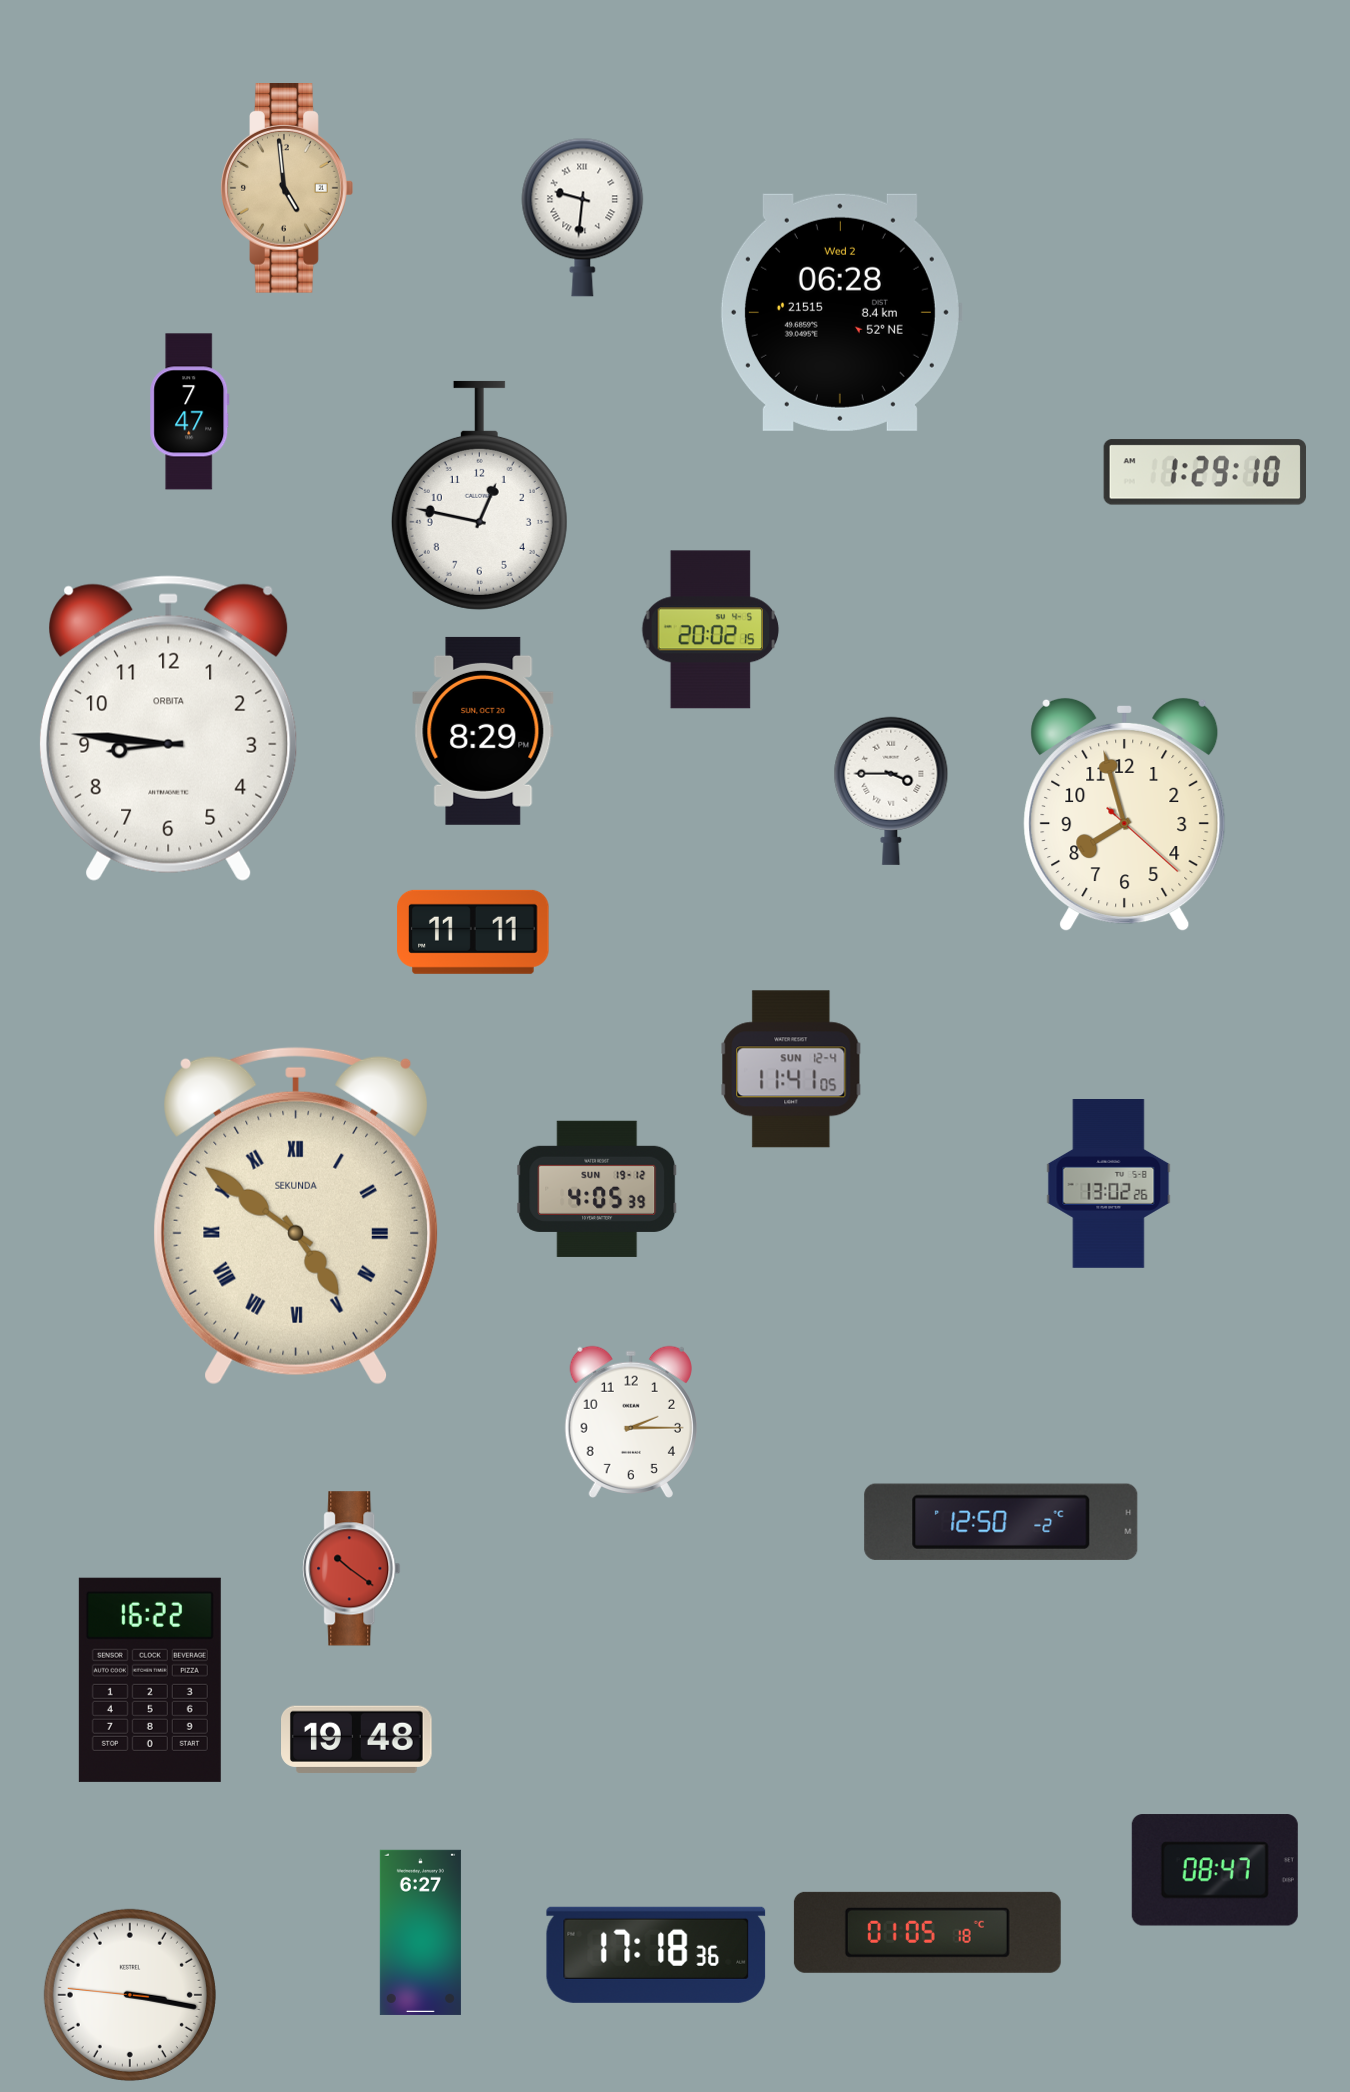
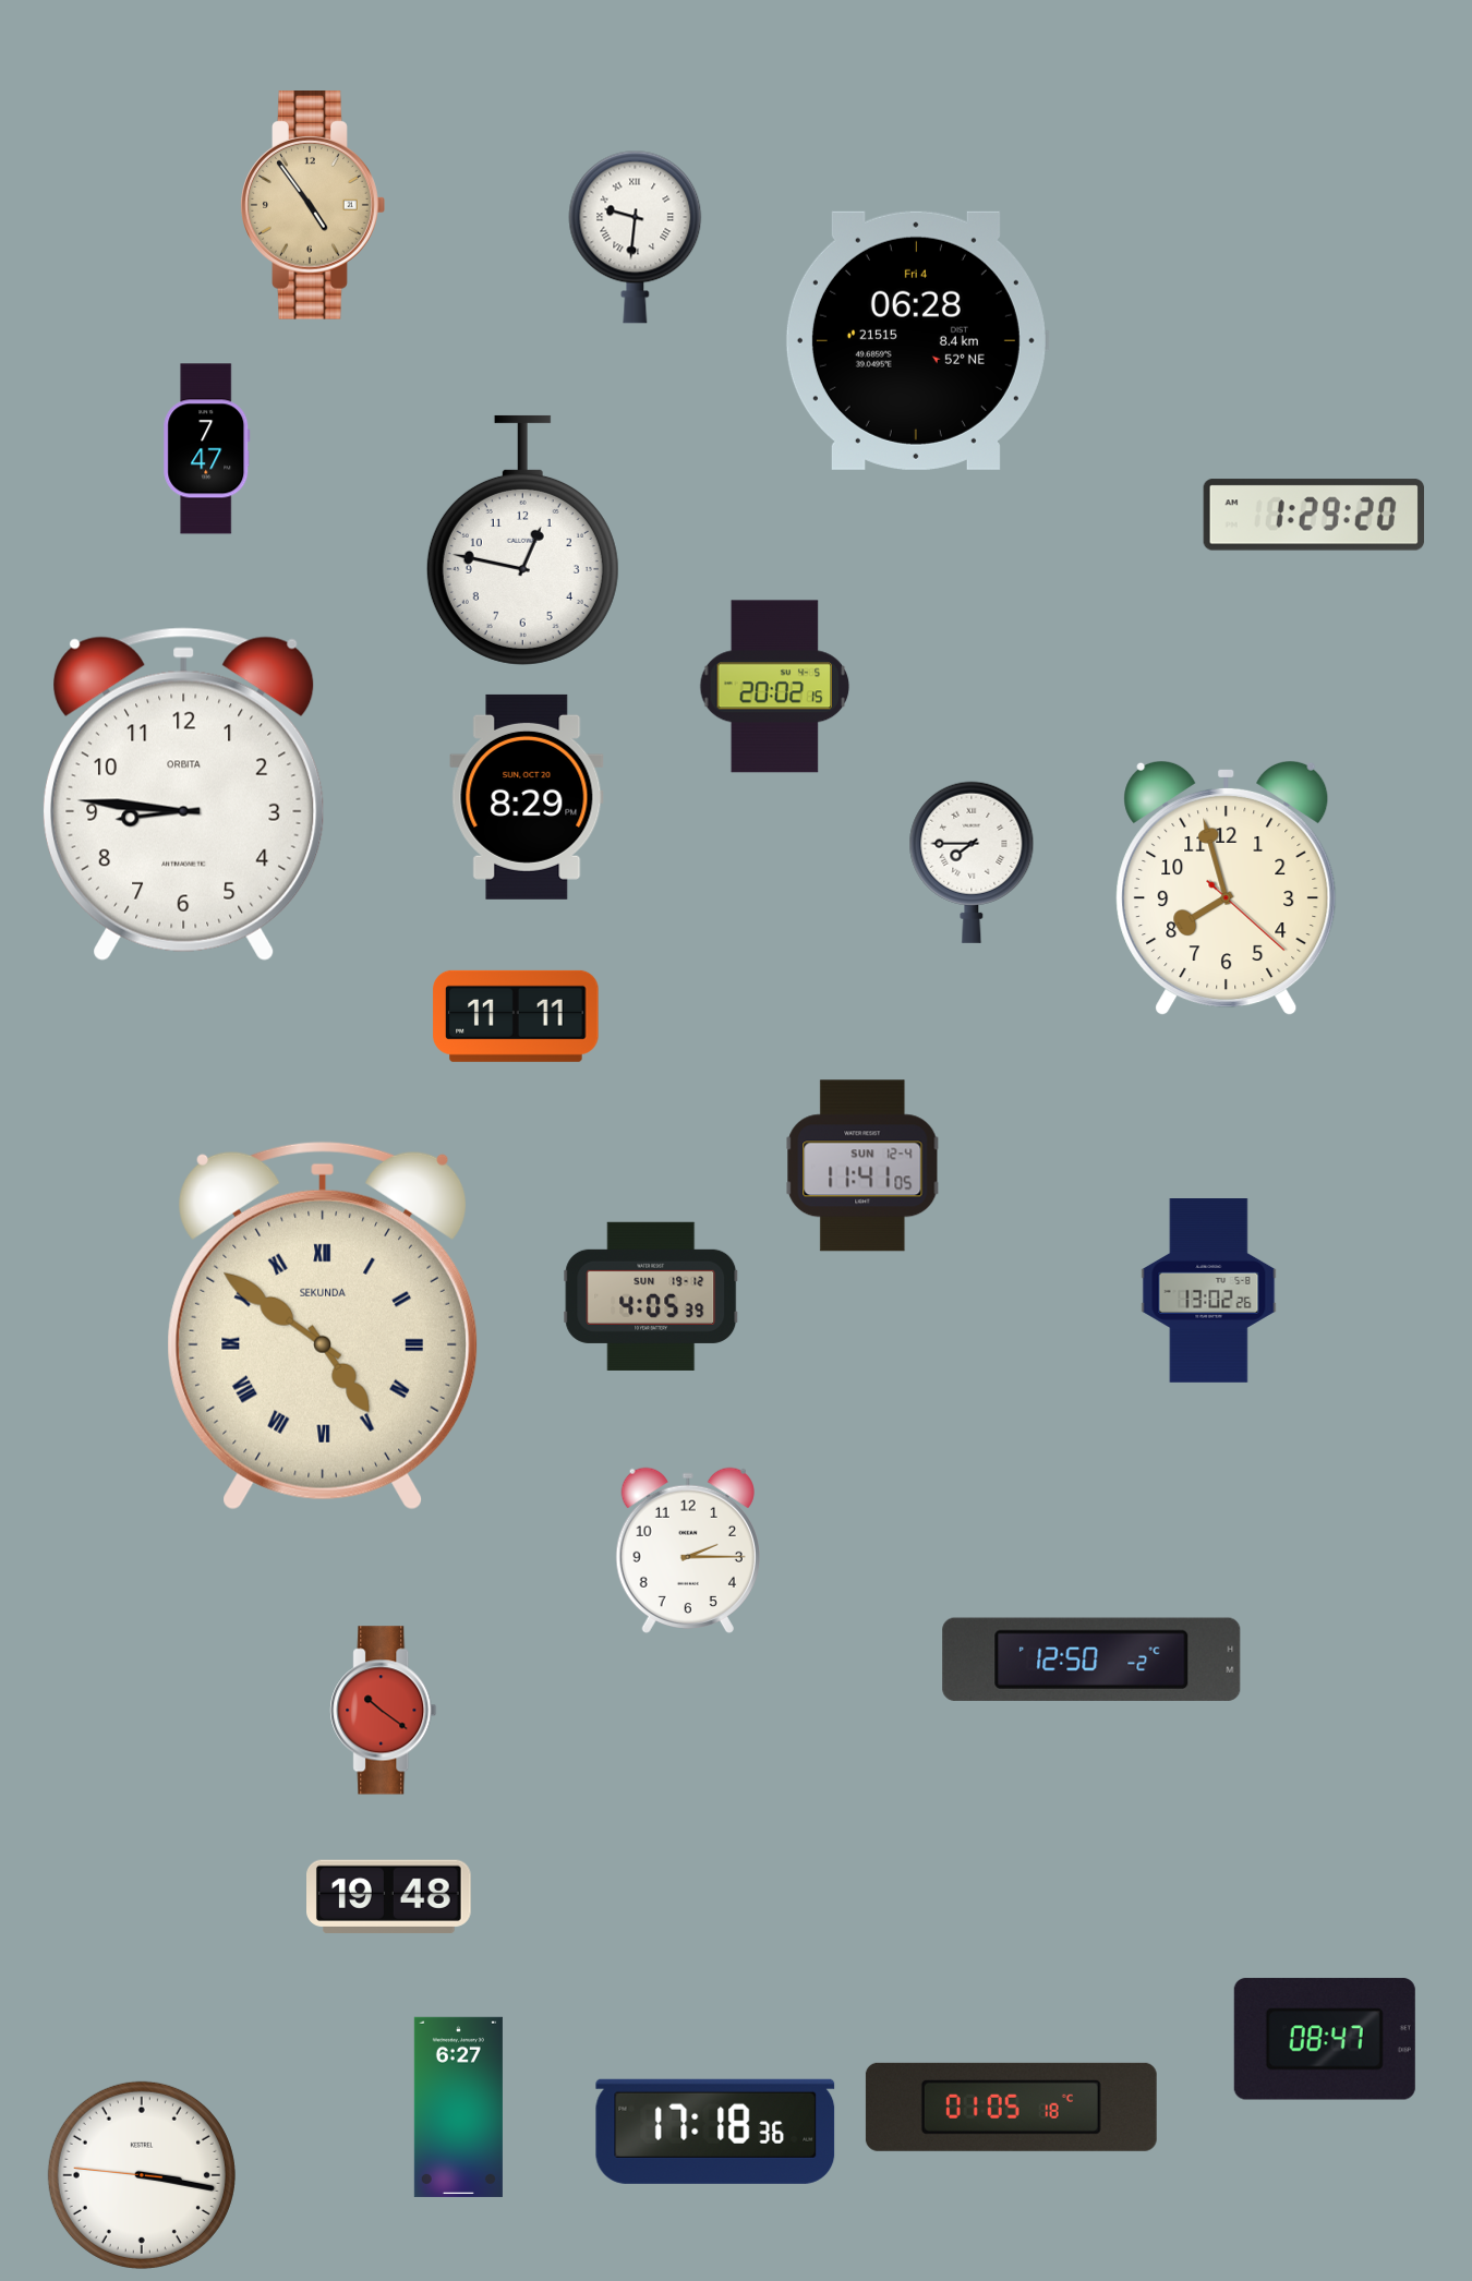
clock at (287, 189): 4:59 -> 4:54
clock at (841, 312) date: Wed 2 -> Fri 4
clock at (1204, 472): 1:29:10 -> 1:29:20
clock at (891, 791): 3:45 -> 7:45
clock at (150, 1680): 16:22 -> none
